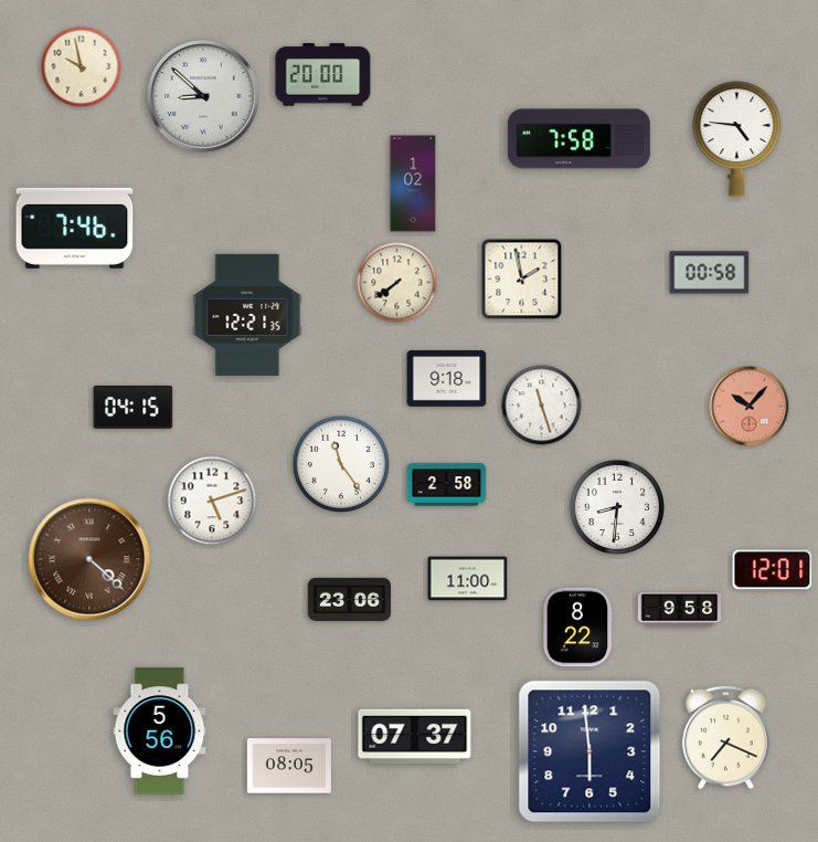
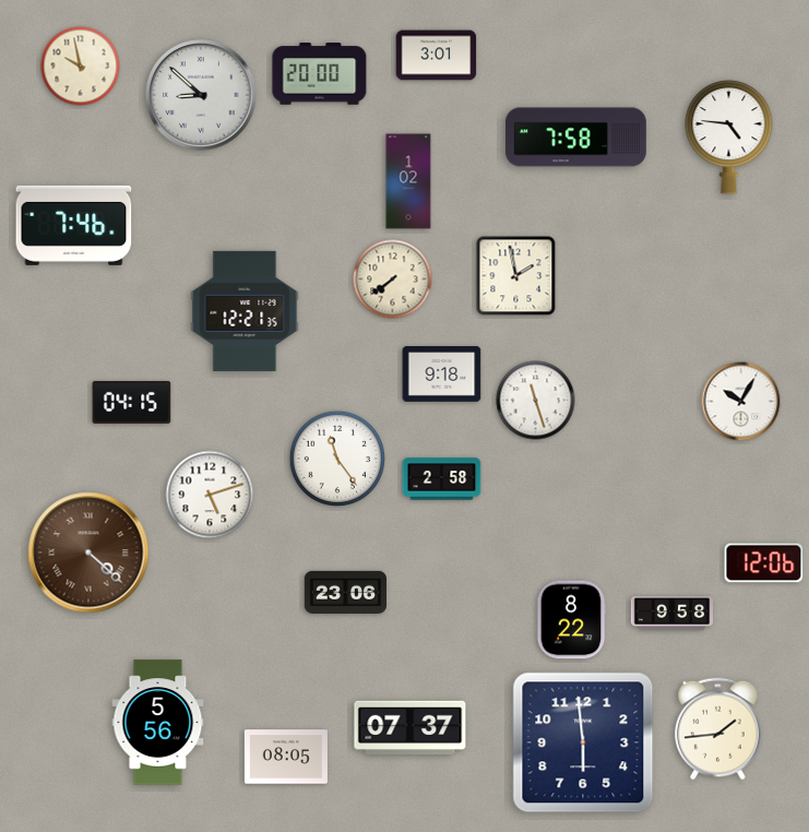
clock at (437, 56): none -> 3:01
clock at (578, 139) position: (578, 139) -> (575, 138)
clock at (710, 273): 00:58 -> none
clock at (750, 407): 10:07 -> 10:05
clock at (750, 407) dial: salmon -> white
clock at (617, 507): 8:31 -> none
clock at (773, 570): 12:01 -> 12:06
clock at (468, 579): 11:00 -> none
clock at (680, 610) position: (680, 610) -> (673, 614)
clock at (726, 738): 7:19 -> 1:44
